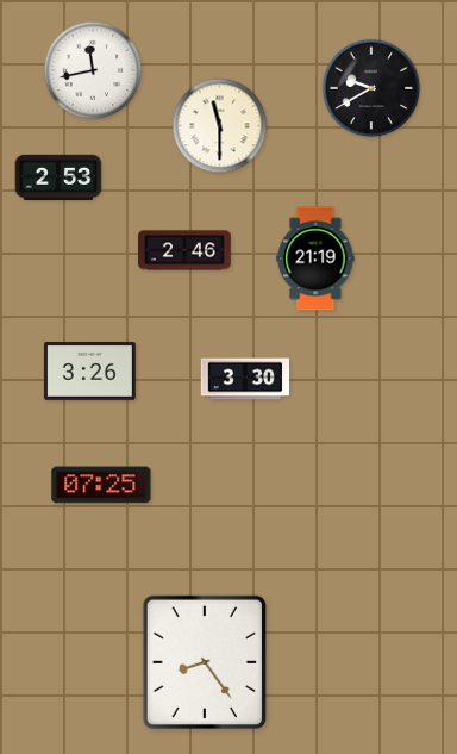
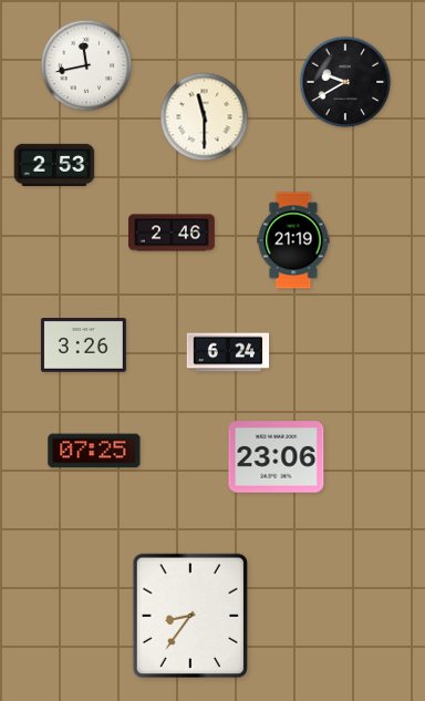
clock at (245, 379): 3:30 -> 6:24
clock at (277, 457): none -> 23:06
clock at (205, 661): 8:24 -> 8:36
